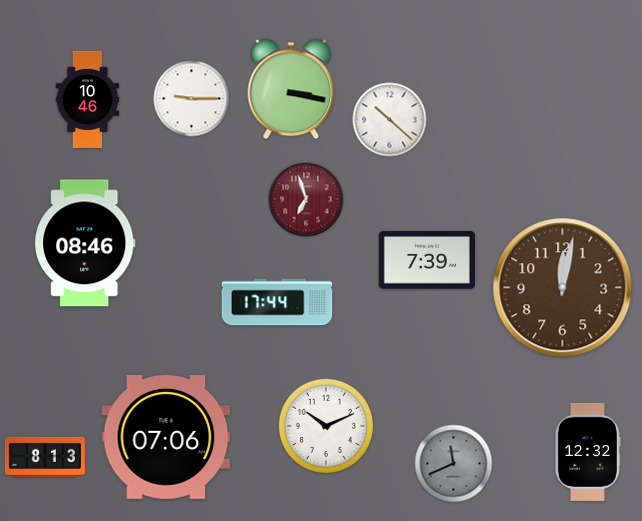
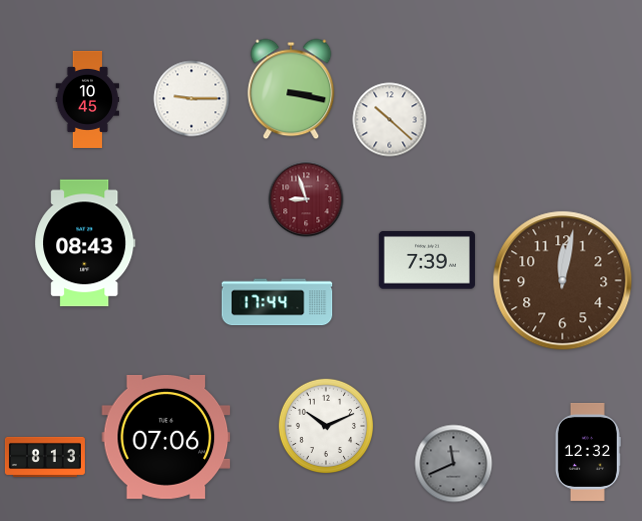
clock at (88, 99): 10:46 -> 10:45
clock at (306, 199): 6:57 -> 8:57
clock at (85, 243): 08:46 -> 08:43
clock at (563, 288) position: (563, 288) -> (563, 281)
